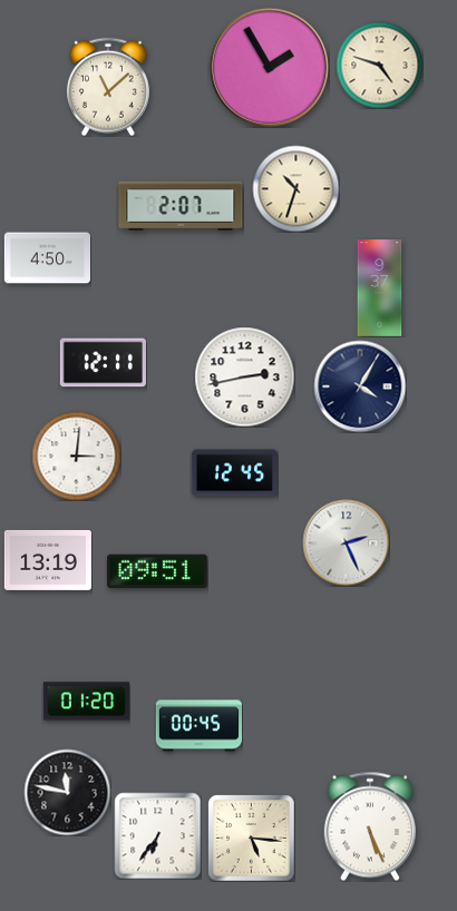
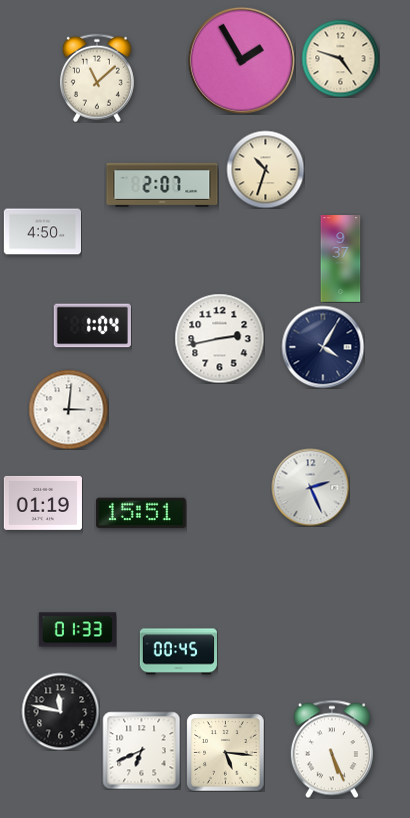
clock at (103, 363): 12:11 -> 1:04
clock at (234, 473): 12:45 -> none
clock at (48, 560): 13:19 -> 01:19
clock at (157, 571): 09:51 -> 15:51
clock at (86, 702): 01:20 -> 01:33
clock at (370, 826) position: (370, 826) -> (332, 749)
clock at (157, 835): 6:36 -> 6:41
